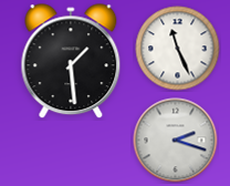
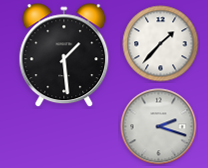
clock at (178, 49): 11:26 -> 1:37
